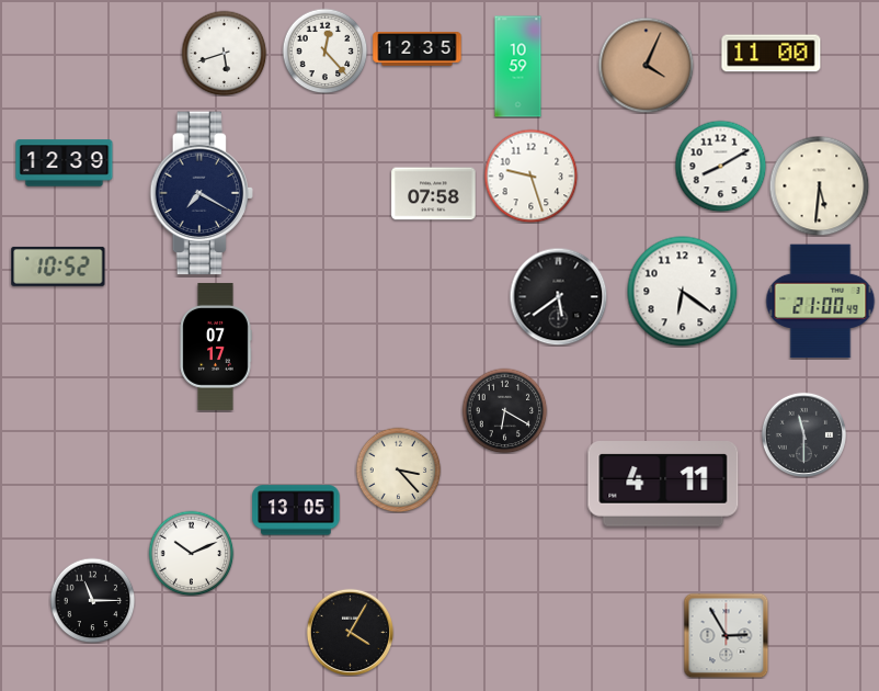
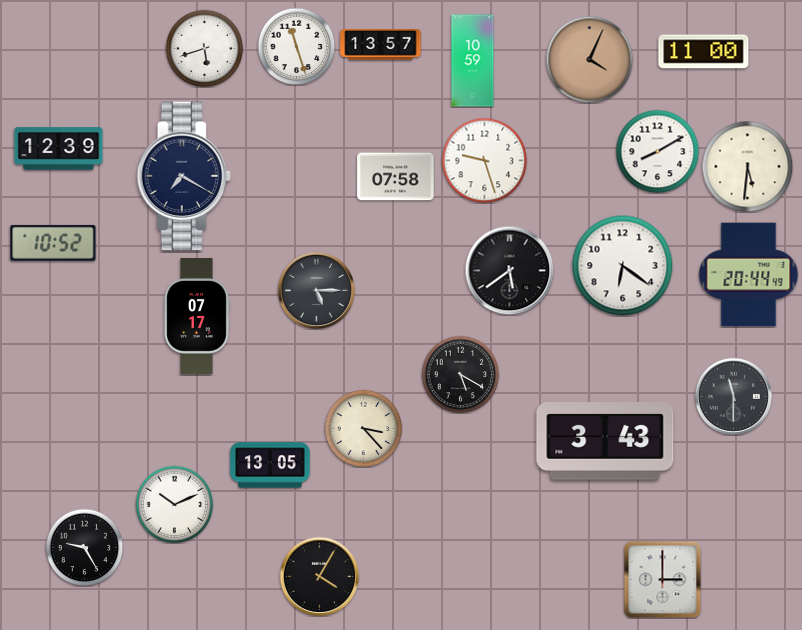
clock at (418, 49): 12:35 -> 13:57
clock at (324, 50): 12:23 -> 11:27
clock at (772, 54) position: (772, 54) -> (704, 52)
clock at (819, 185) position: (819, 185) -> (747, 166)
clock at (821, 302): 21:00 -> 20:44
clock at (316, 290): none -> 5:15
clock at (504, 410): 6:20 -> 5:20
clock at (663, 485): 4:11 -> 3:43
clock at (92, 600): 11:15 -> 9:25
clock at (726, 635): 2:55 -> 3:00
